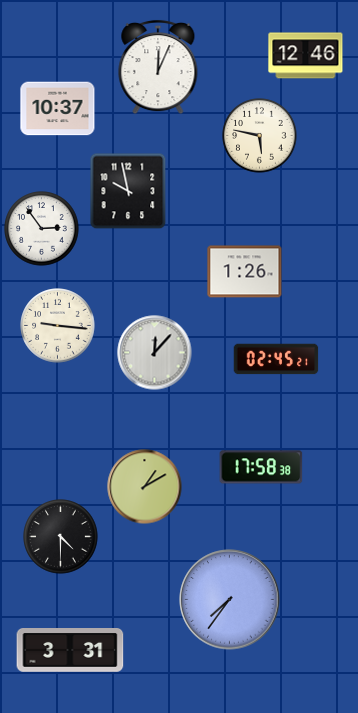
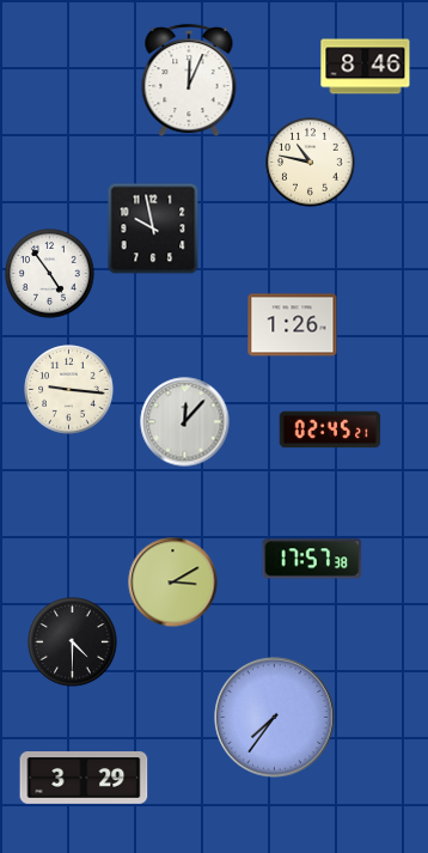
clock at (306, 56): 12:46 -> 8:46
clock at (58, 109): 10:37 -> none
clock at (260, 136): 5:47 -> 10:47
clock at (42, 229): 2:54 -> 4:54
clock at (261, 467): 17:58 -> 17:57
clock at (145, 487): 1:10 -> 3:10
clock at (70, 651): 3:31 -> 3:29
